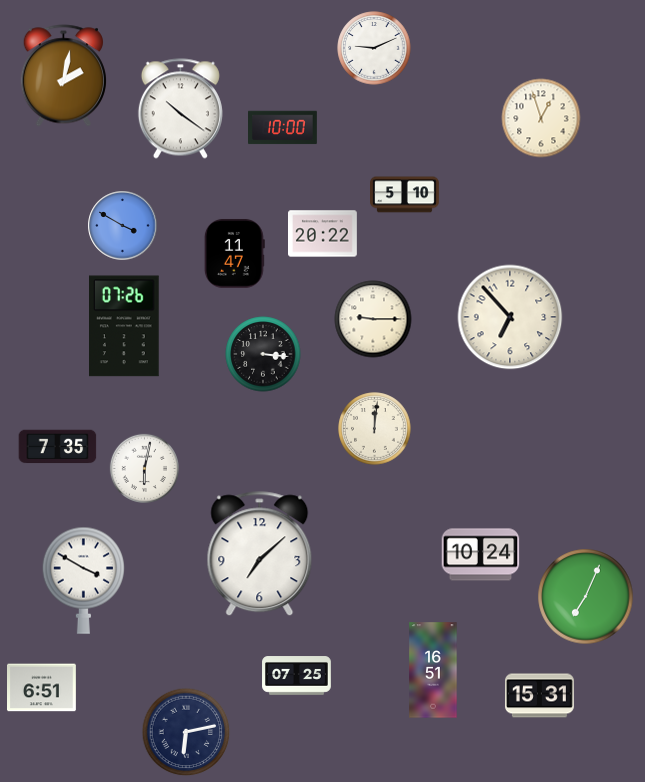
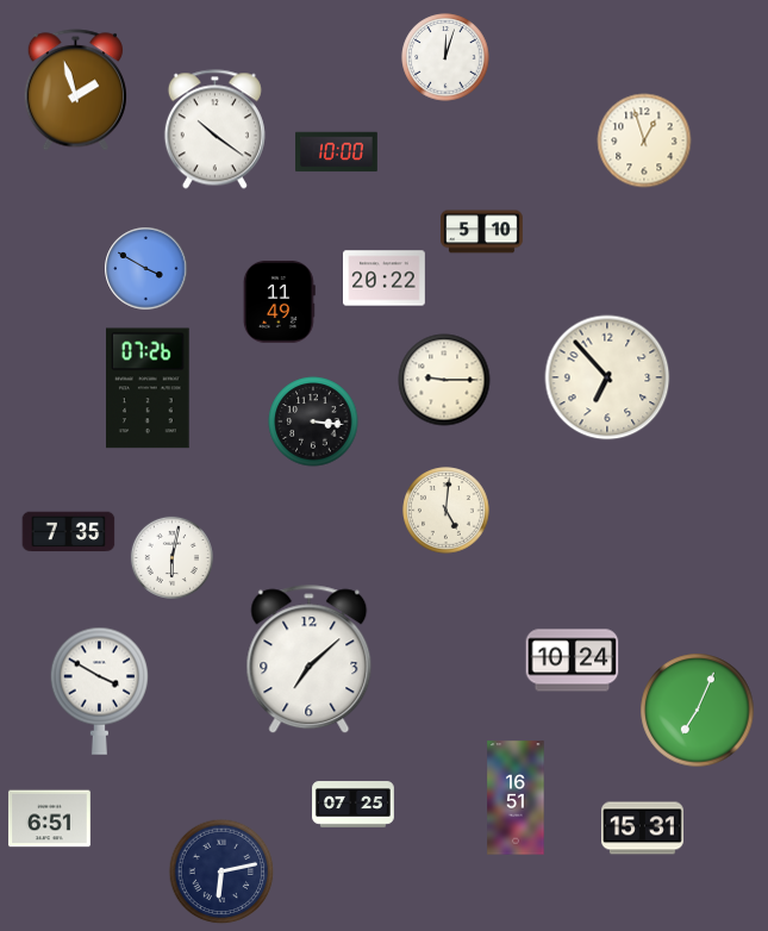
clock at (374, 48): 9:11 -> 12:03
clock at (63, 76): 2:02 -> 1:57
clock at (234, 253): 11:47 -> 11:49
clock at (375, 429): 12:01 -> 5:01
